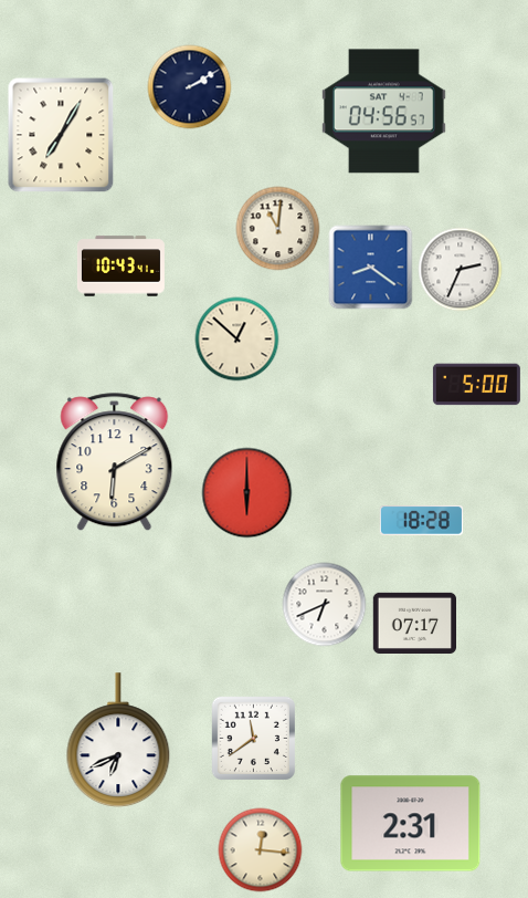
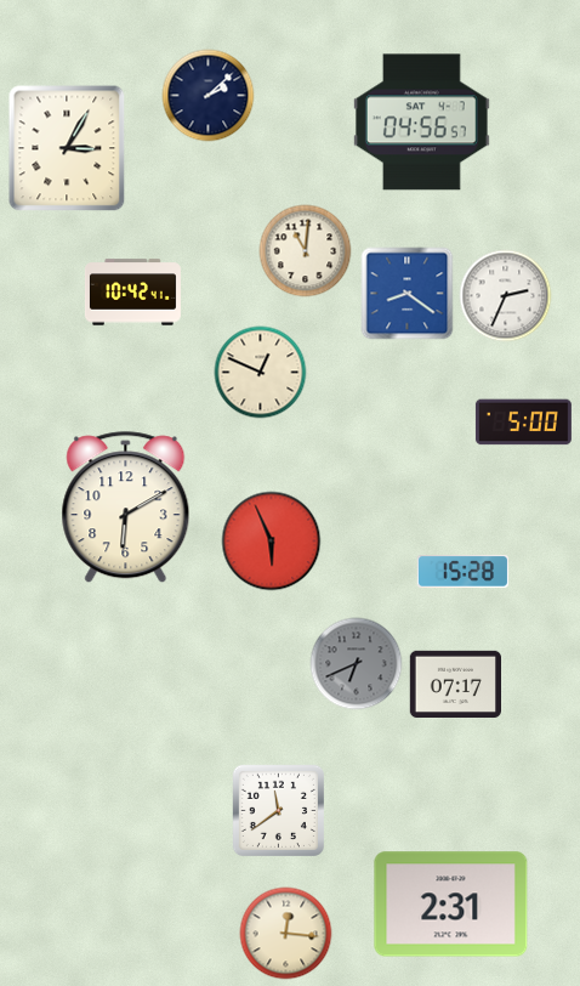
clock at (190, 87): 2:10 -> 2:08
clock at (61, 135): 7:05 -> 3:05
clock at (120, 267): 10:43 -> 10:42
clock at (237, 340): 12:52 -> 12:49
clock at (247, 493): 6:00 -> 5:56
clock at (421, 521): 18:28 -> 15:28
clock at (325, 605) dial: white -> grey
clock at (118, 741): 6:41 -> none
